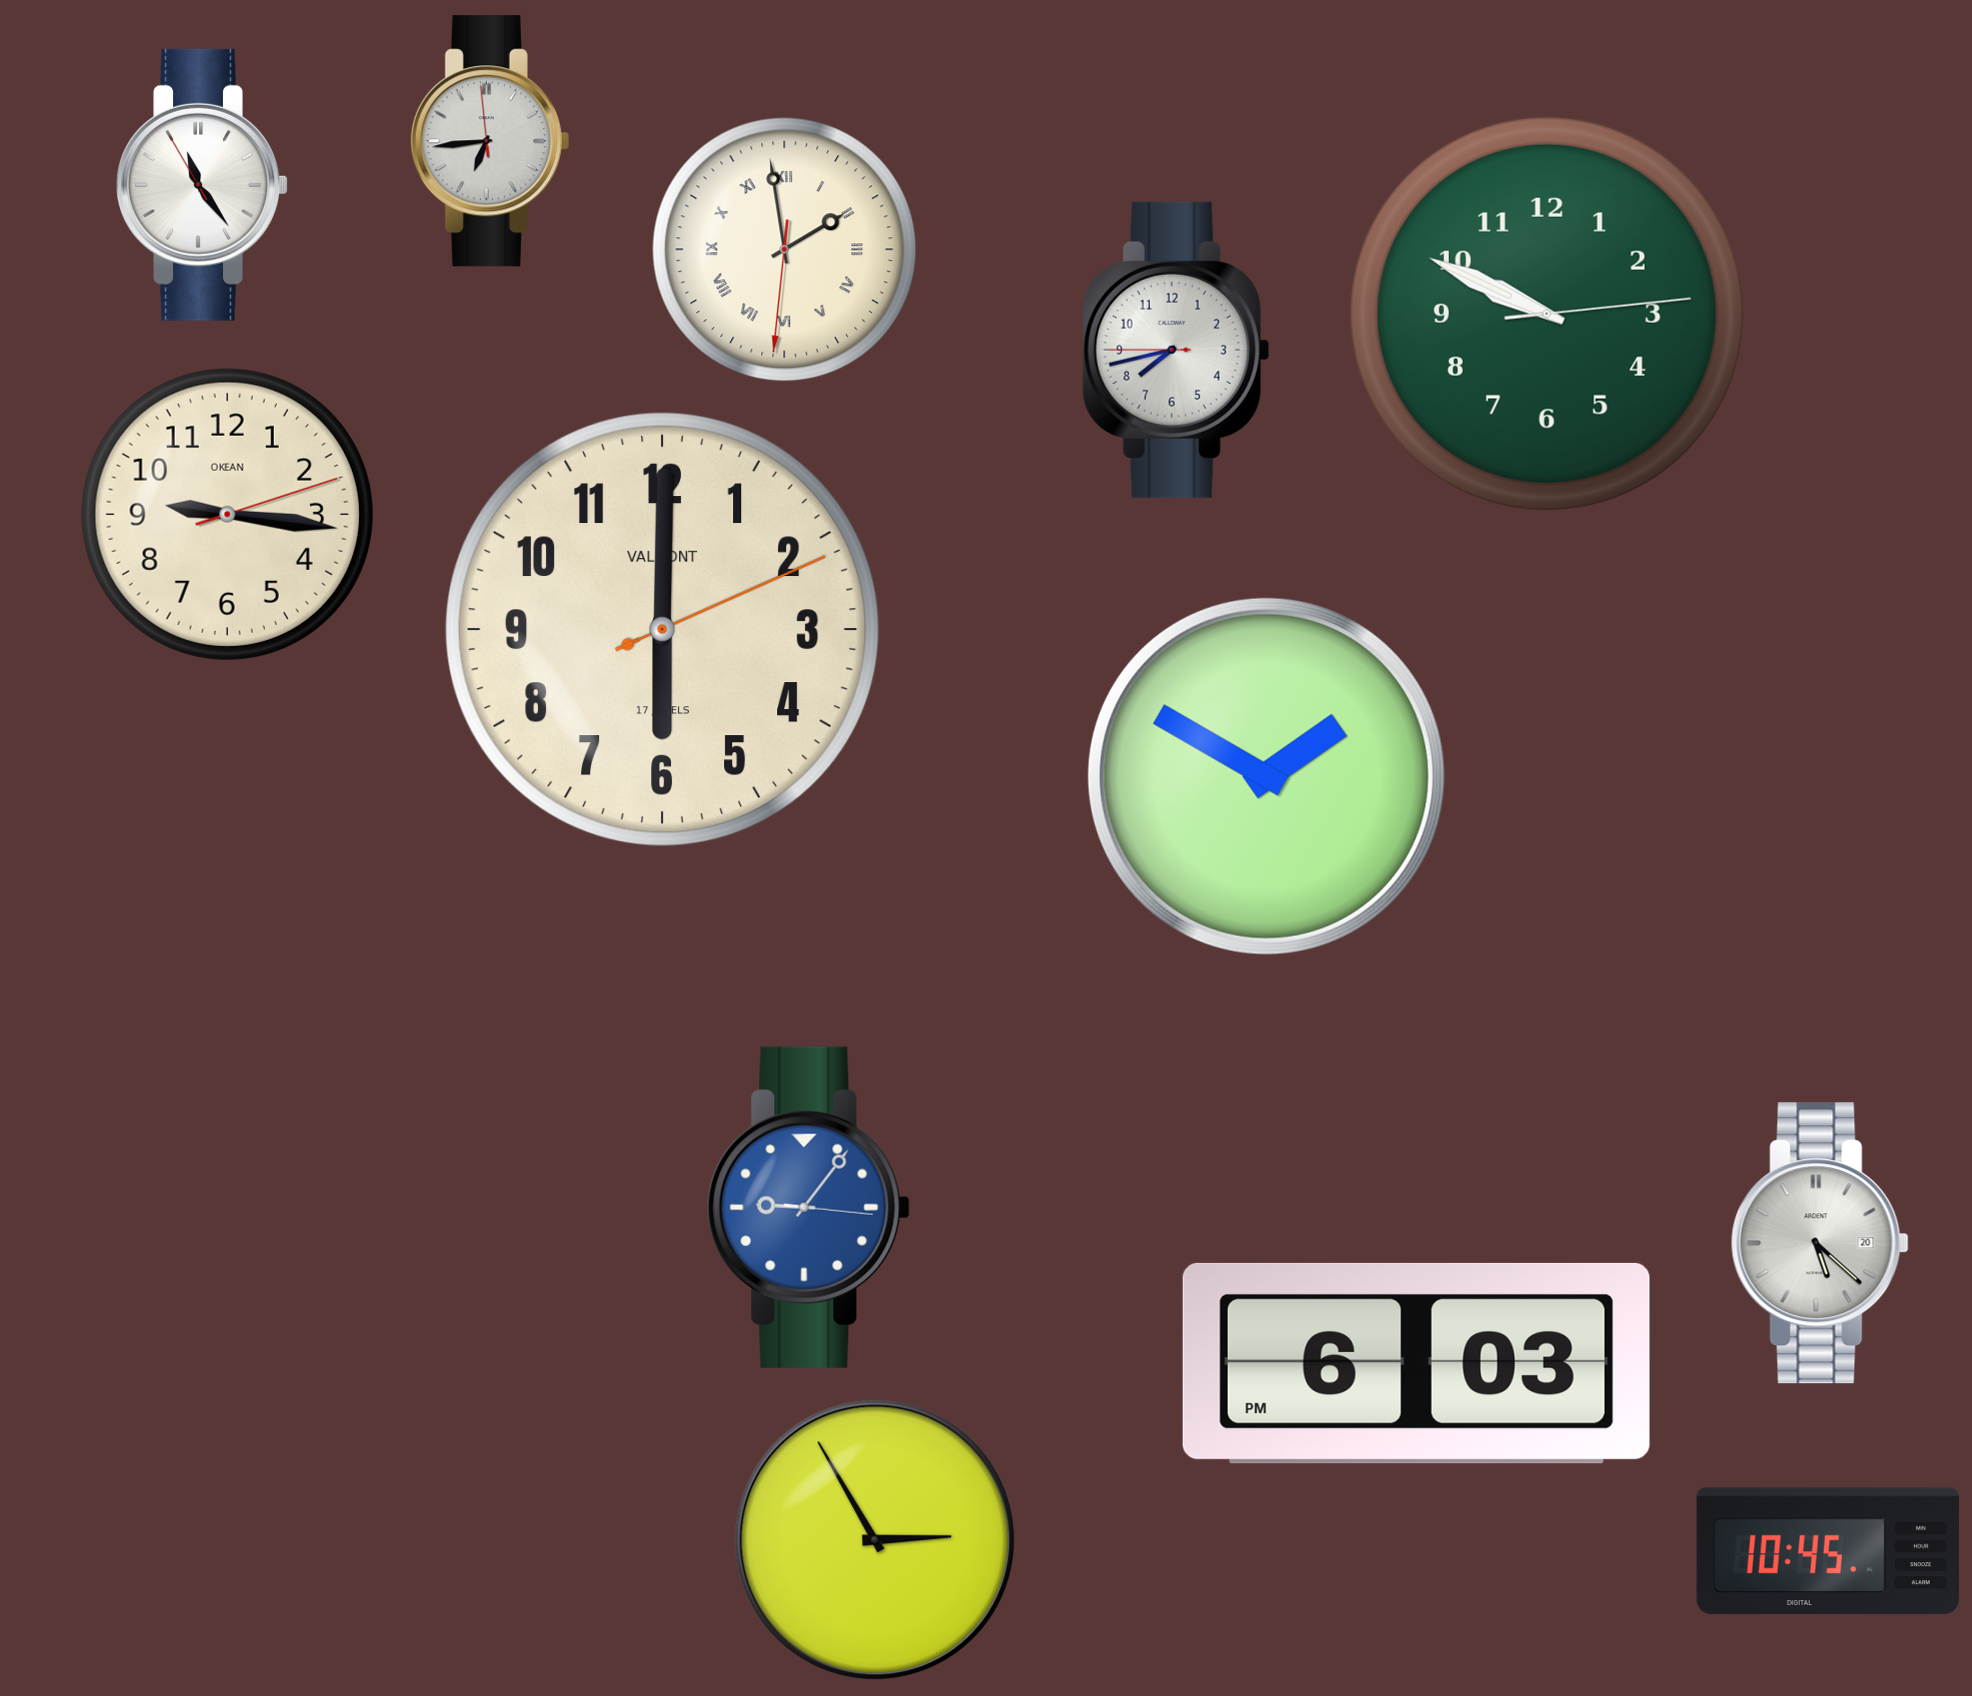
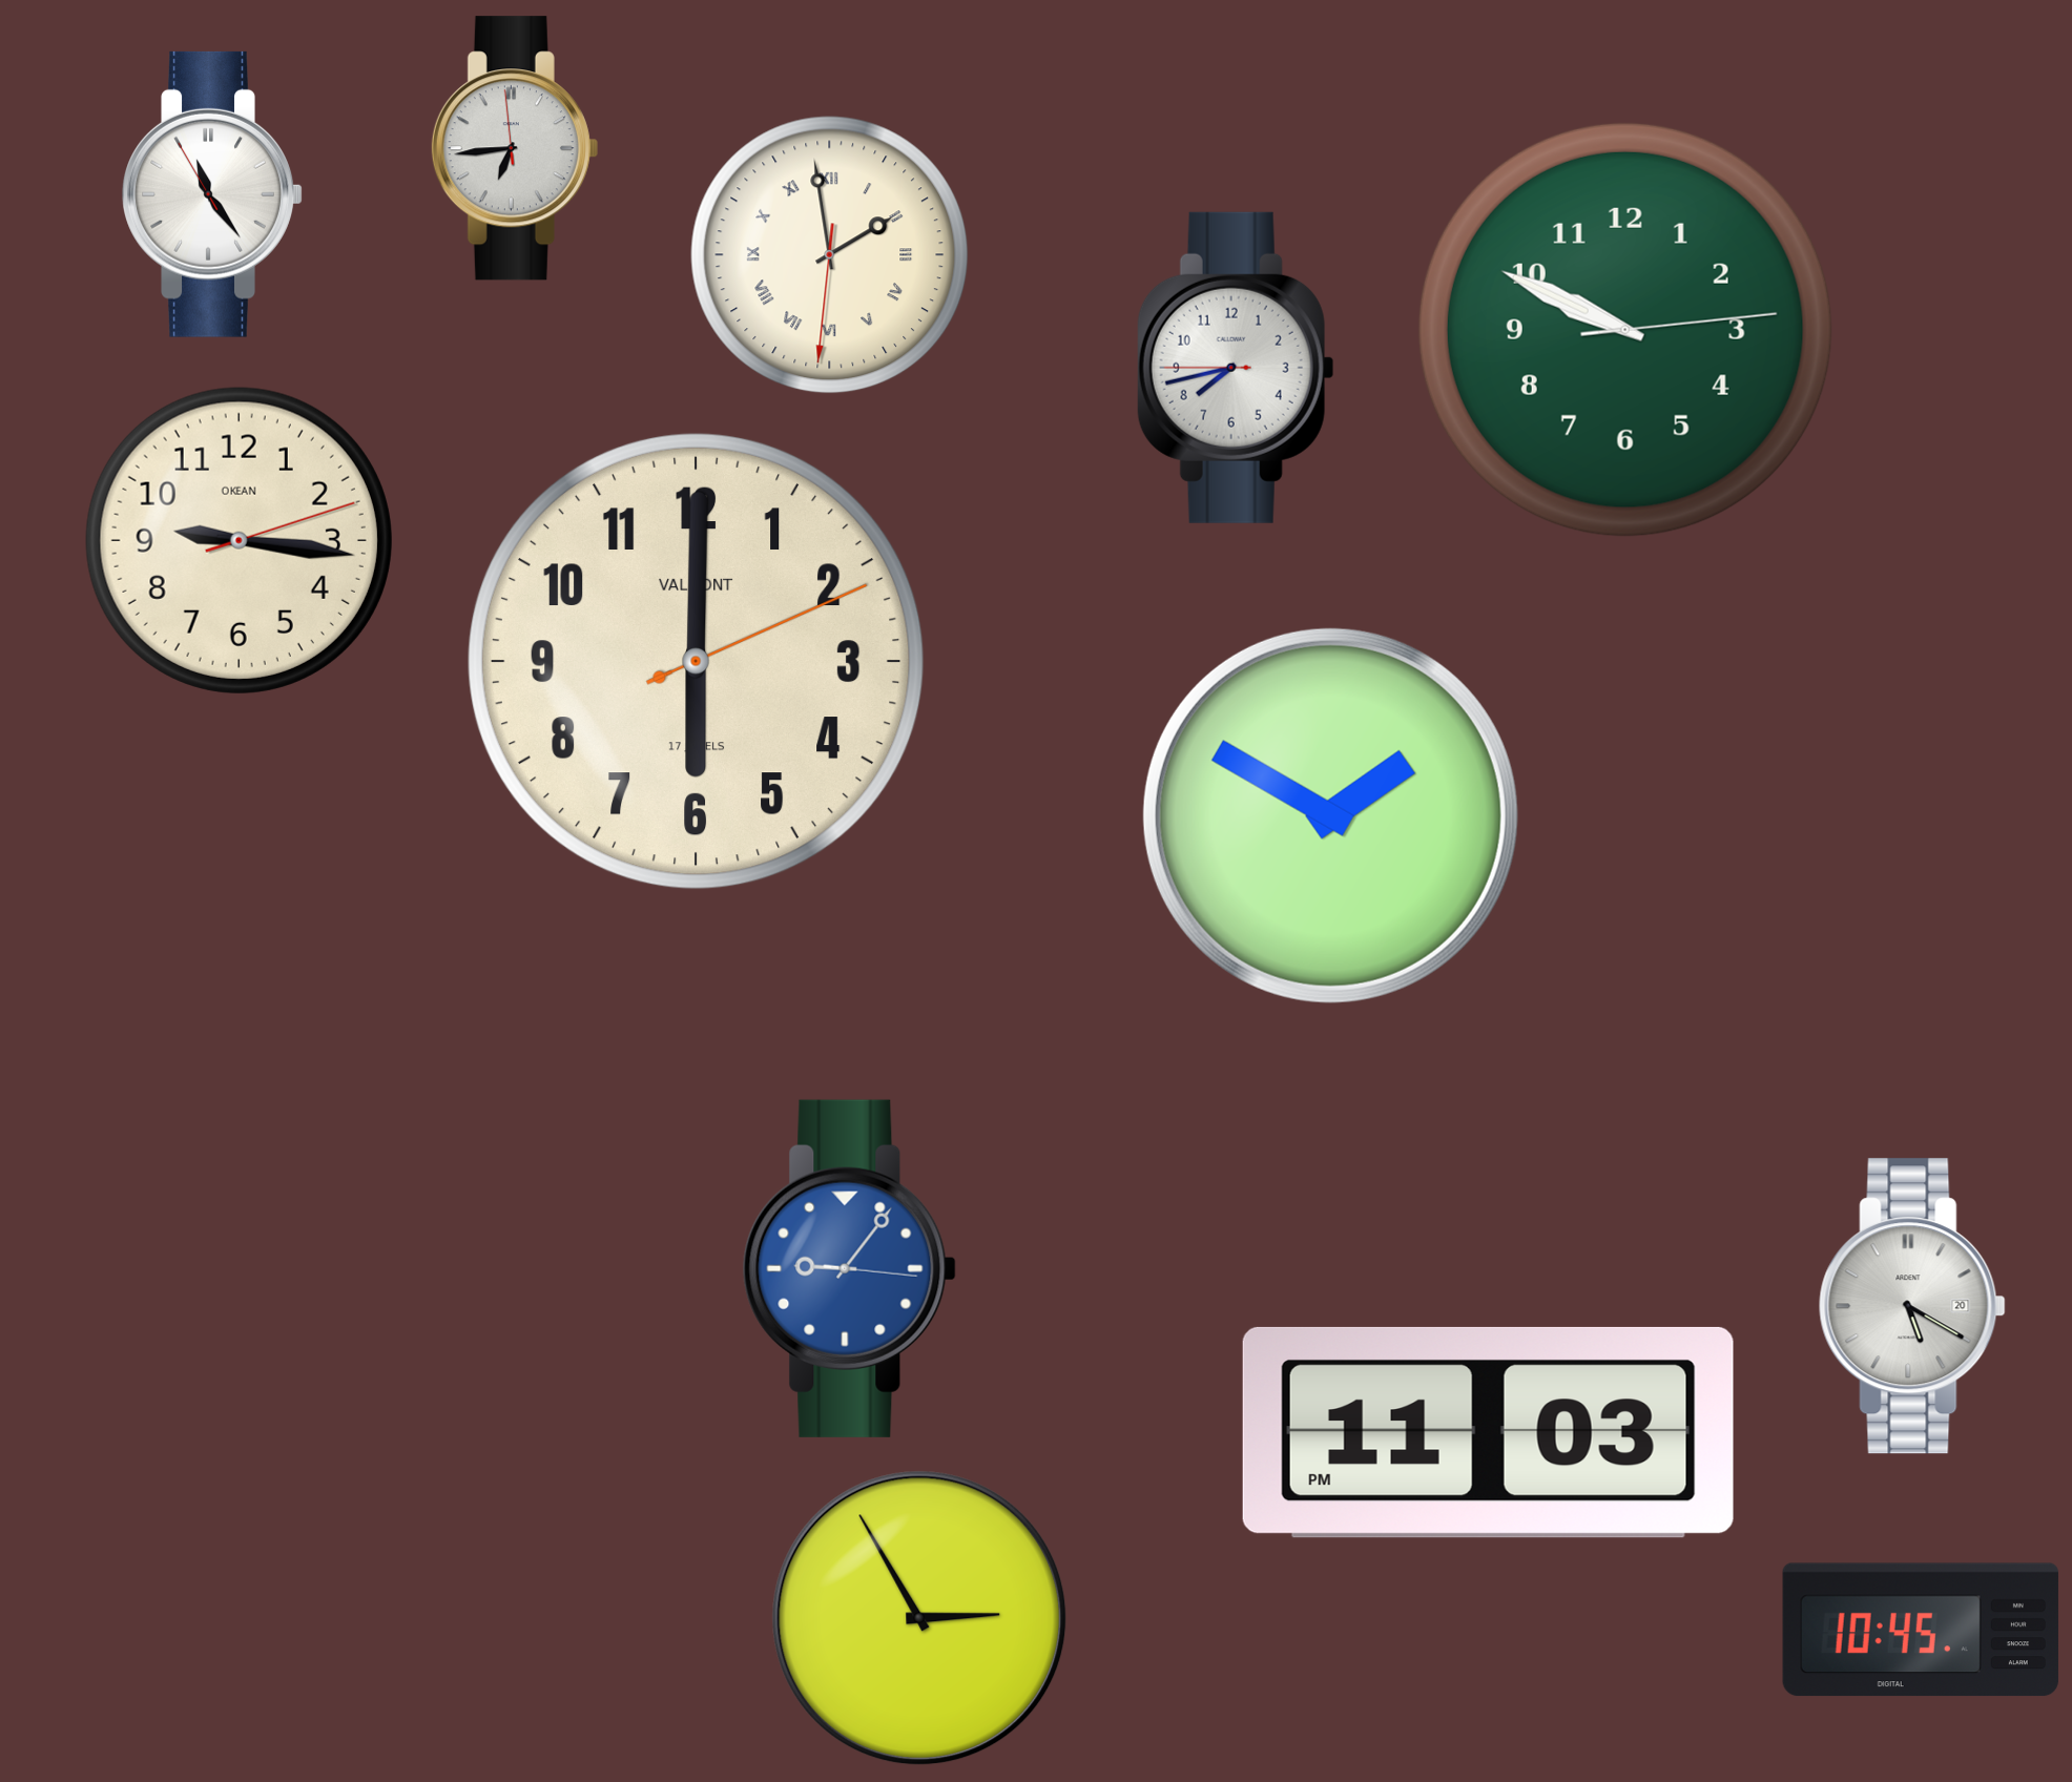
clock at (785, 250) position: (785, 250) -> (830, 255)
clock at (1820, 1243): 5:22 -> 5:20
clock at (1416, 1363): 6:03 -> 11:03
